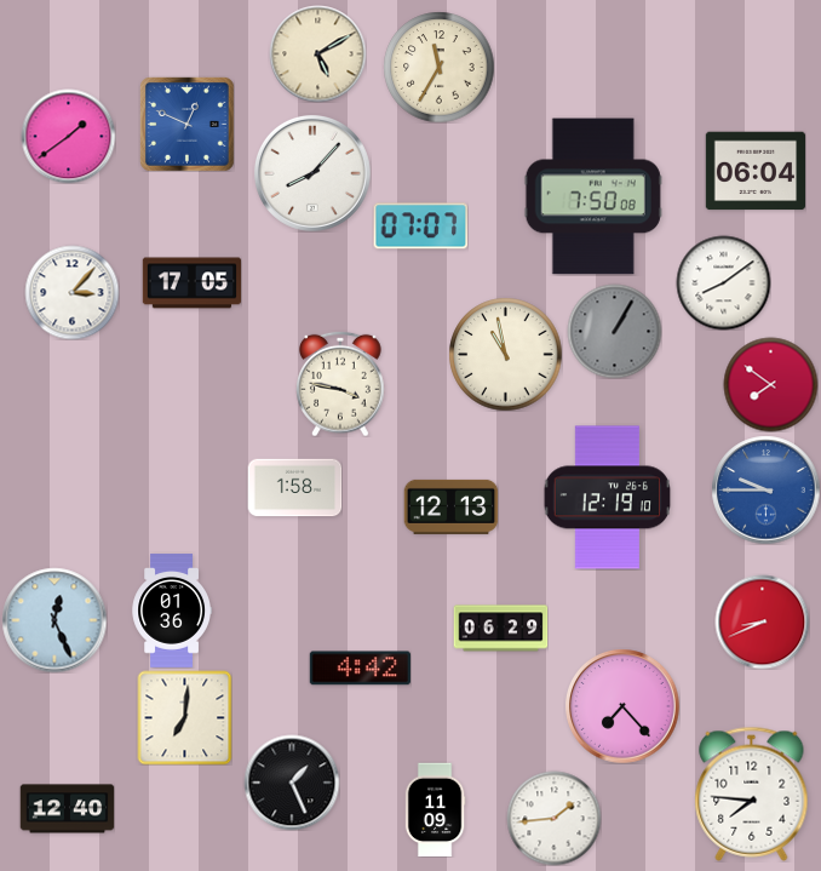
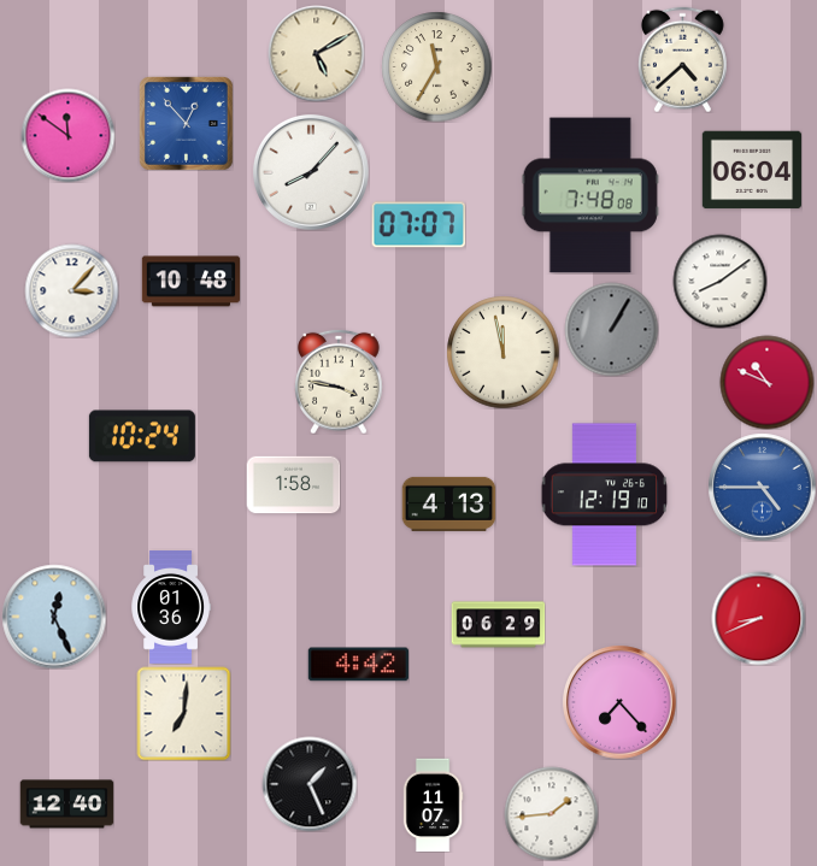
clock at (682, 59): none -> 4:38
clock at (186, 124): 12:49 -> 12:53
clock at (68, 136): 1:39 -> 11:51
clock at (593, 196): 7:50 -> 7:48
clock at (191, 283): 17:05 -> 10:48
clock at (505, 354): 10:58 -> 11:58
clock at (770, 384): 7:51 -> 10:49
clock at (142, 436): none -> 10:24
clock at (765, 489): 9:45 -> 4:45
clock at (450, 506): 12:13 -> 4:13
clock at (292, 783) position: (292, 783) -> (310, 784)
clock at (752, 793): 7:46 -> none
clock at (435, 809): 11:09 -> 11:07
